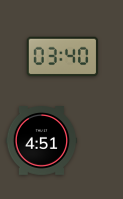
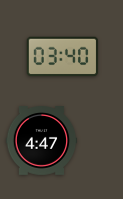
clock at (42, 141): 4:51 -> 4:47
